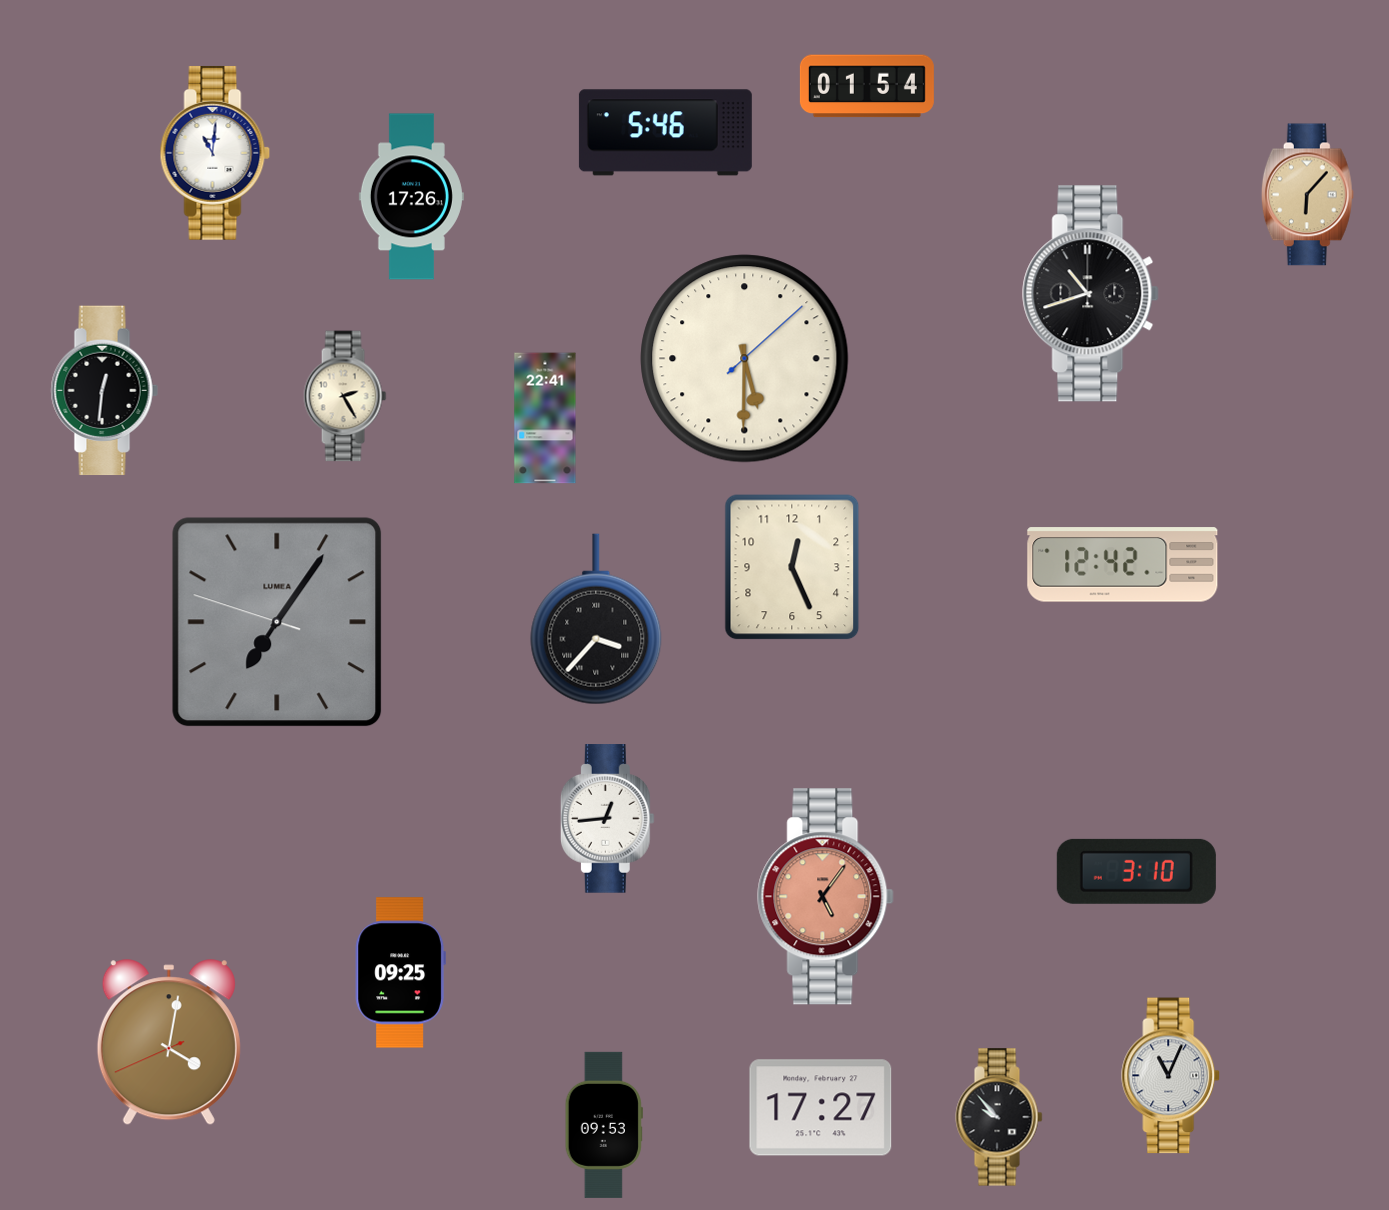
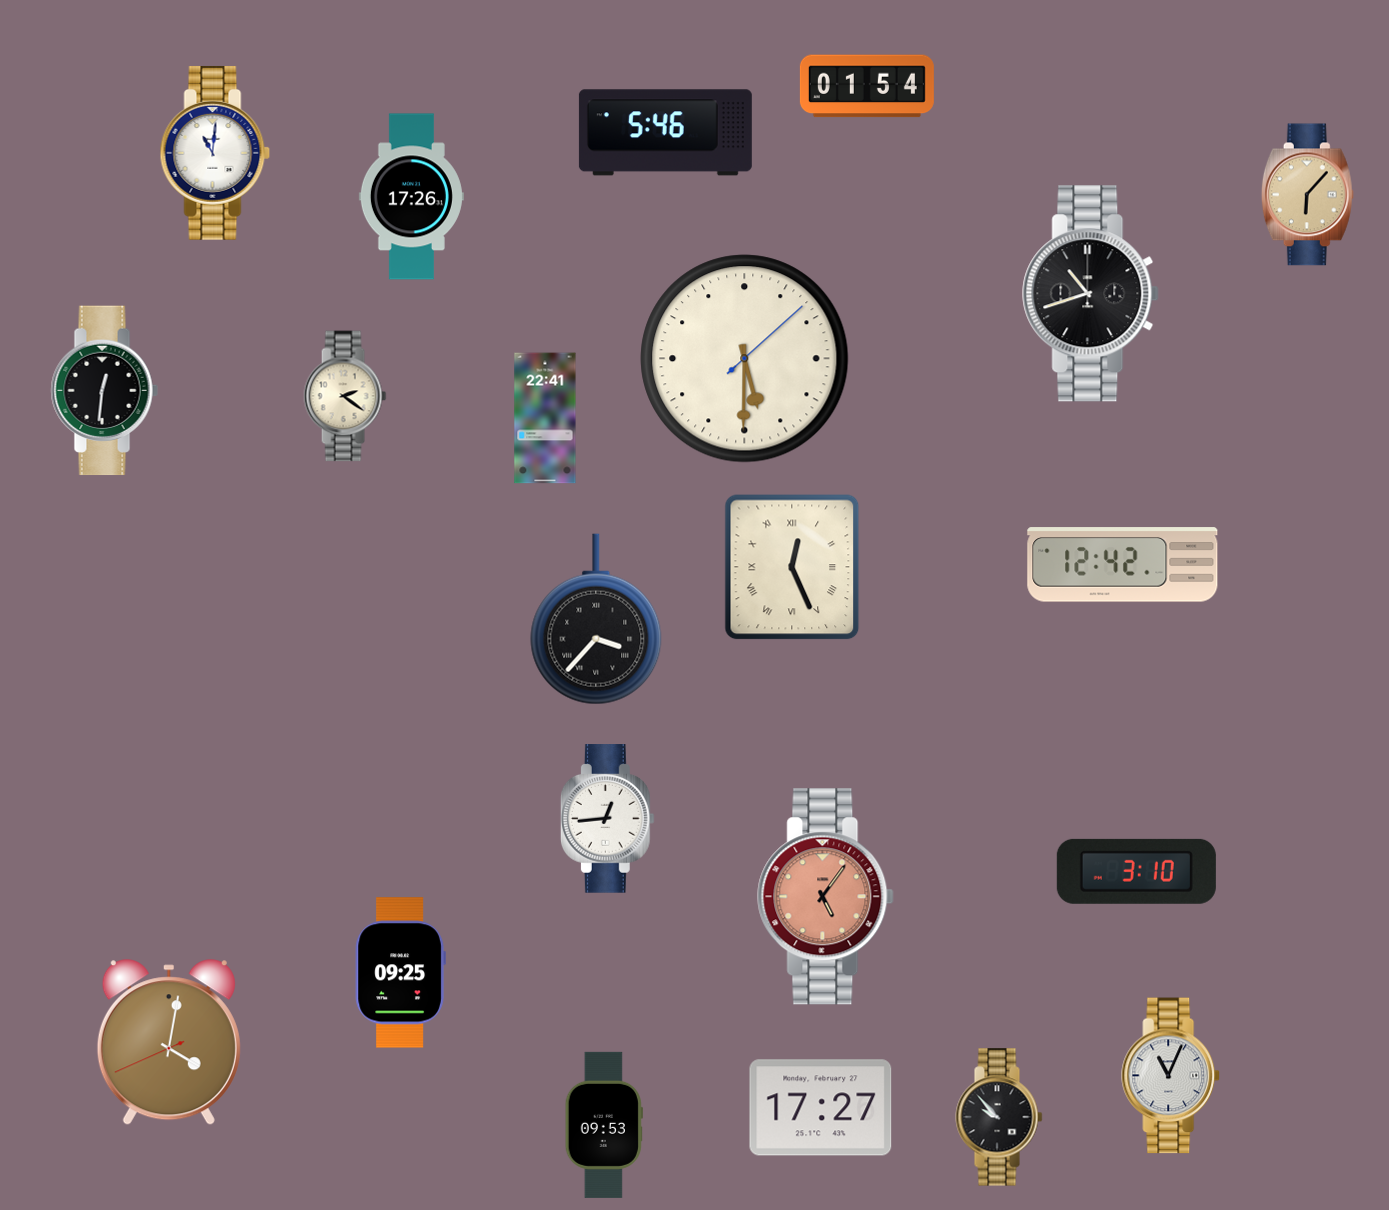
clock at (345, 396): 2:25 -> 2:21
clock at (792, 567) numerals: Arabic -> Roman
clock at (277, 622): 7:05 -> none
